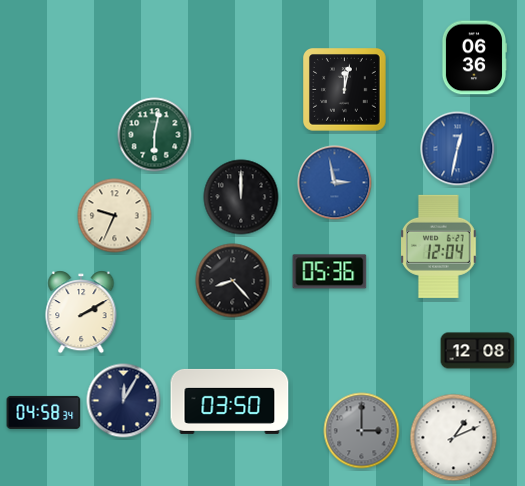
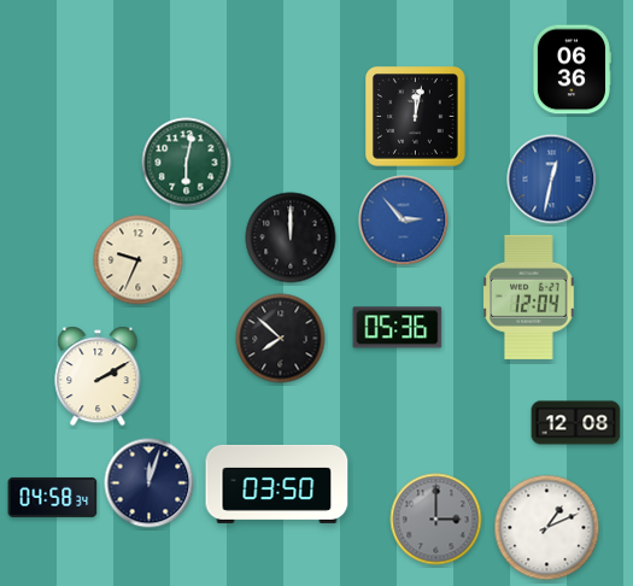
clock at (345, 90) position: (345, 90) -> (416, 117)
clock at (335, 183): 2:58 -> 2:53
clock at (233, 281): 8:23 -> 7:52
clock at (124, 401): 12:05 -> 12:03
